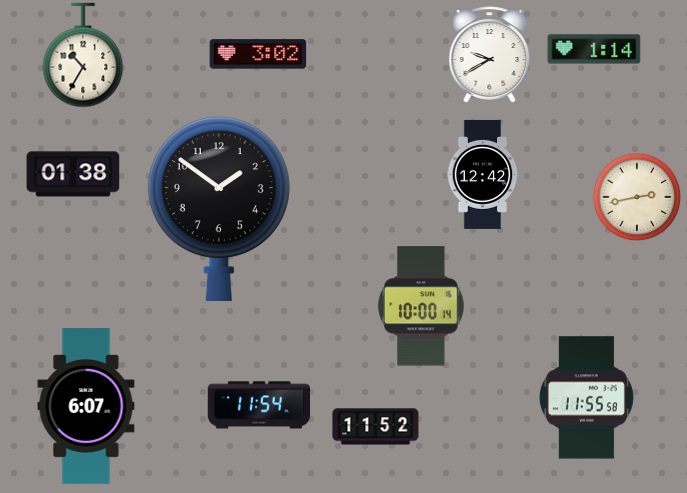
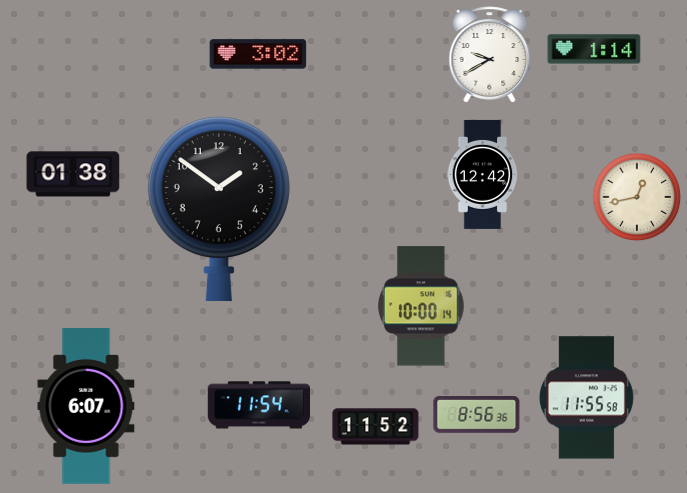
clock at (83, 55): 10:35 -> none
clock at (637, 197): 2:43 -> 12:43
clock at (477, 415): none -> 8:56
